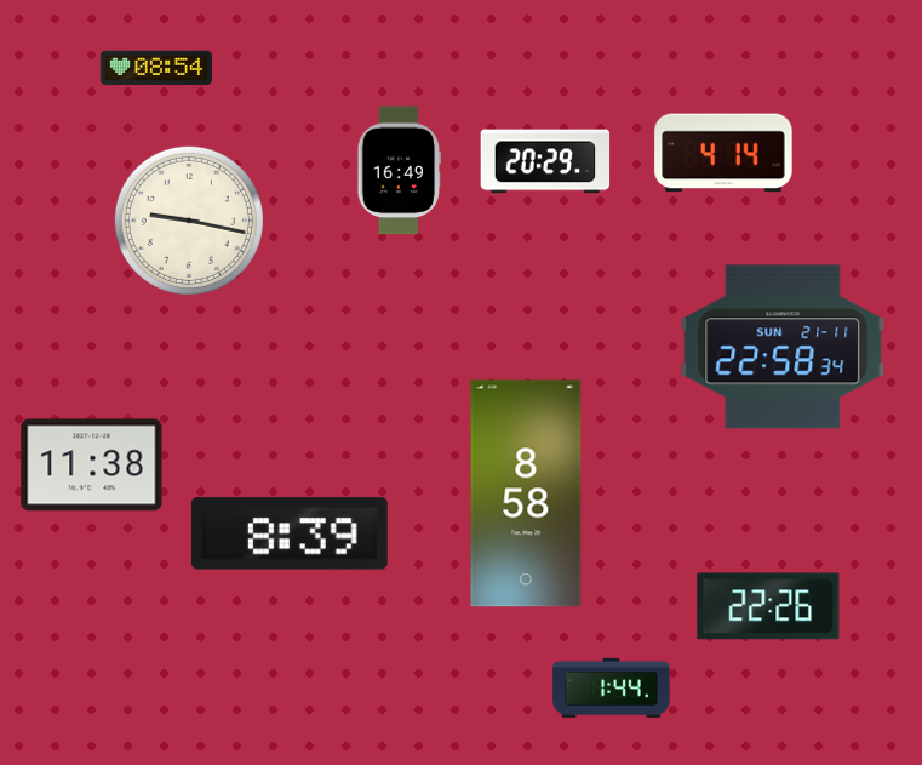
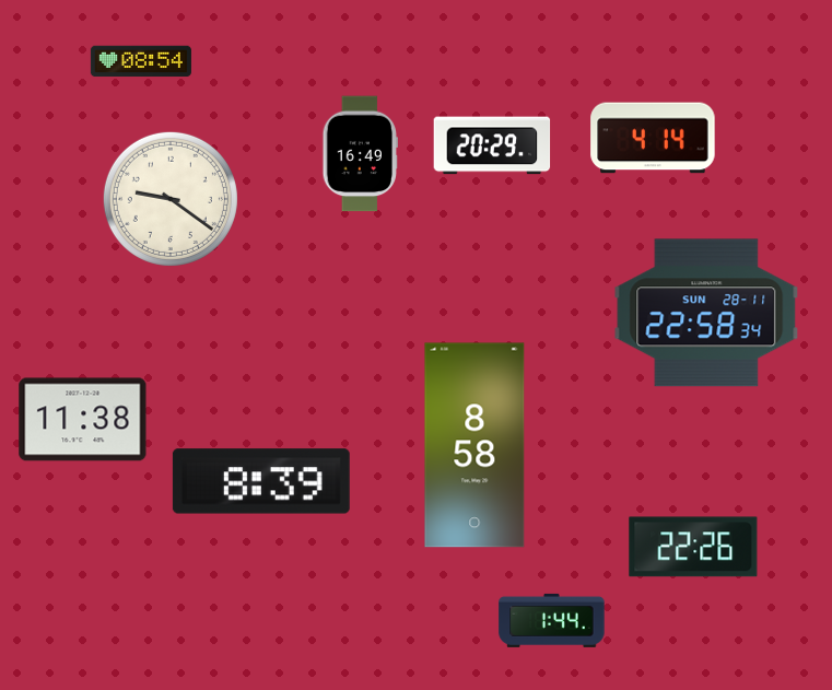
clock at (189, 221): 9:17 -> 9:21
clock at (783, 347) date: SUN 21-11 -> SUN 28-11
